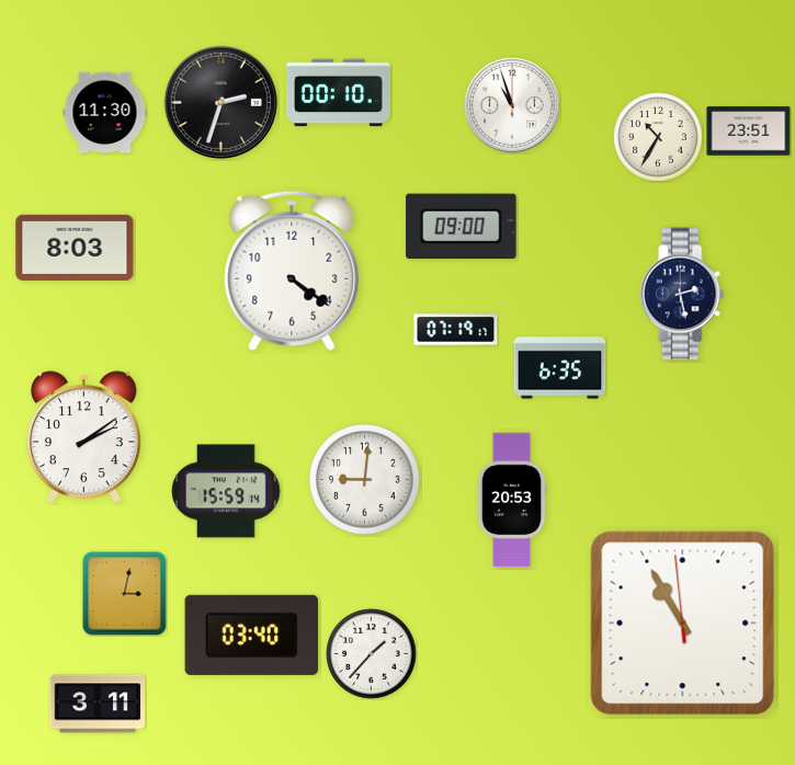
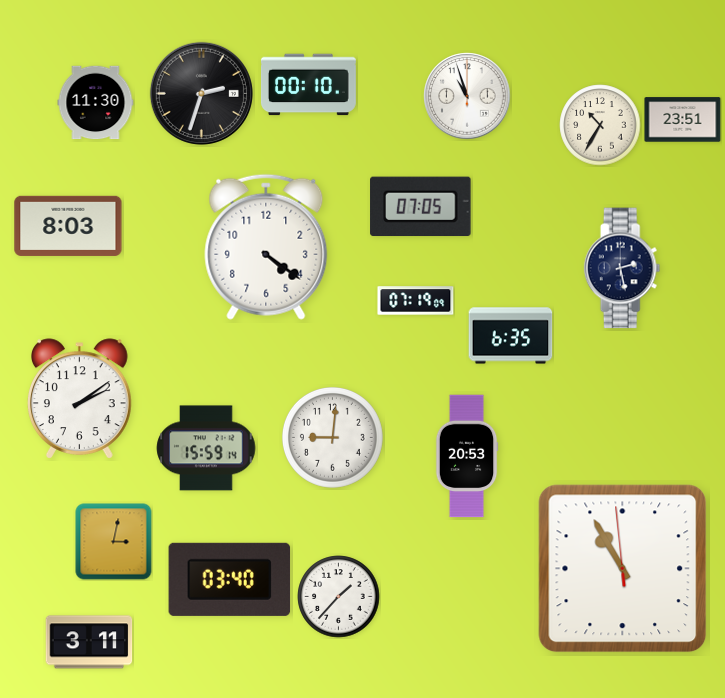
clock at (462, 227): 09:00 -> 07:05
clock at (456, 330): 07:19:17 -> 07:19:09
clock at (84, 437) position: (84, 437) -> (80, 399)
